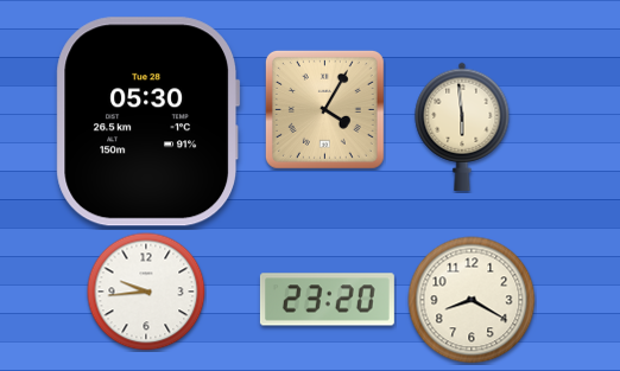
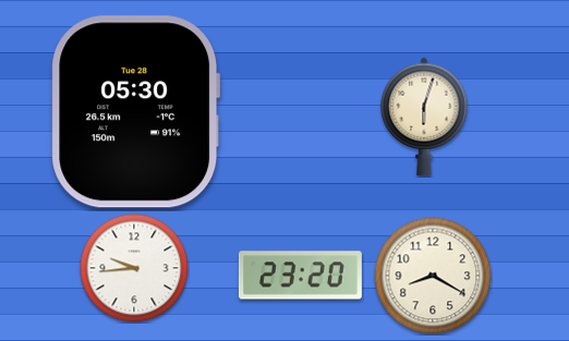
clock at (324, 109): 4:05 -> none
clock at (462, 127): 5:59 -> 6:03
